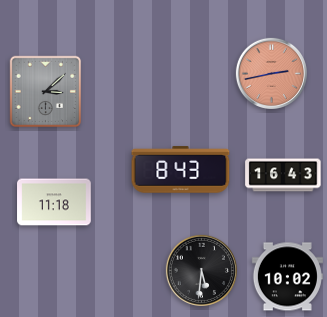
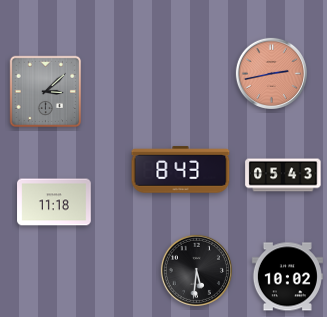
clock at (283, 175): 16:43 -> 05:43
clock at (201, 270) position: (201, 270) -> (196, 270)
